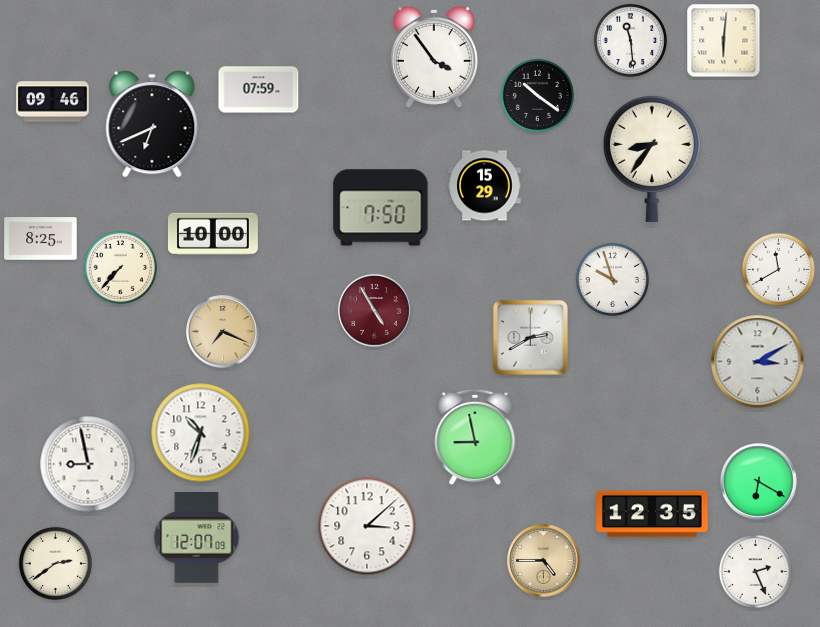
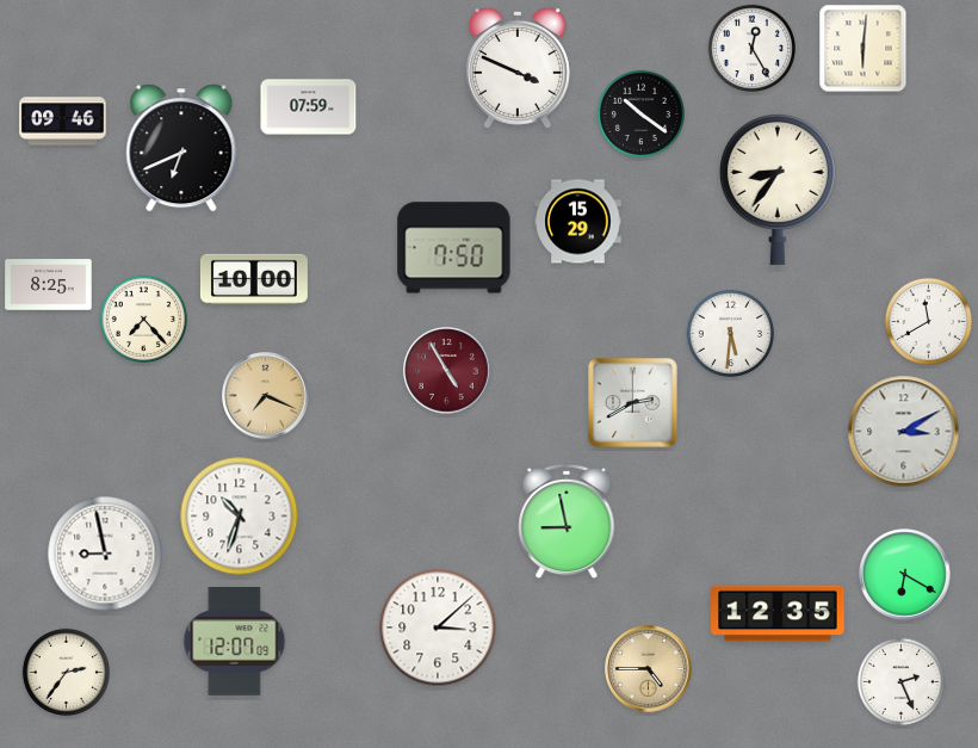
clock at (630, 40): 11:29 -> 12:25
clock at (434, 57): 3:54 -> 3:49
clock at (120, 267): 7:37 -> 7:23
clock at (612, 279): 9:57 -> 5:31
clock at (55, 563): 2:39 -> 2:36
